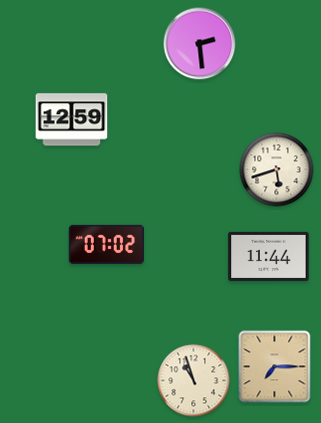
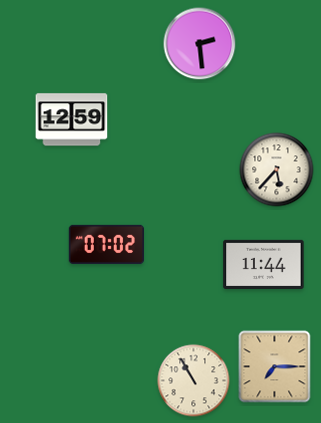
clock at (277, 170): 5:42 -> 5:37
clock at (269, 256) position: (269, 256) -> (264, 264)
clock at (194, 381): 10:57 -> 10:55
